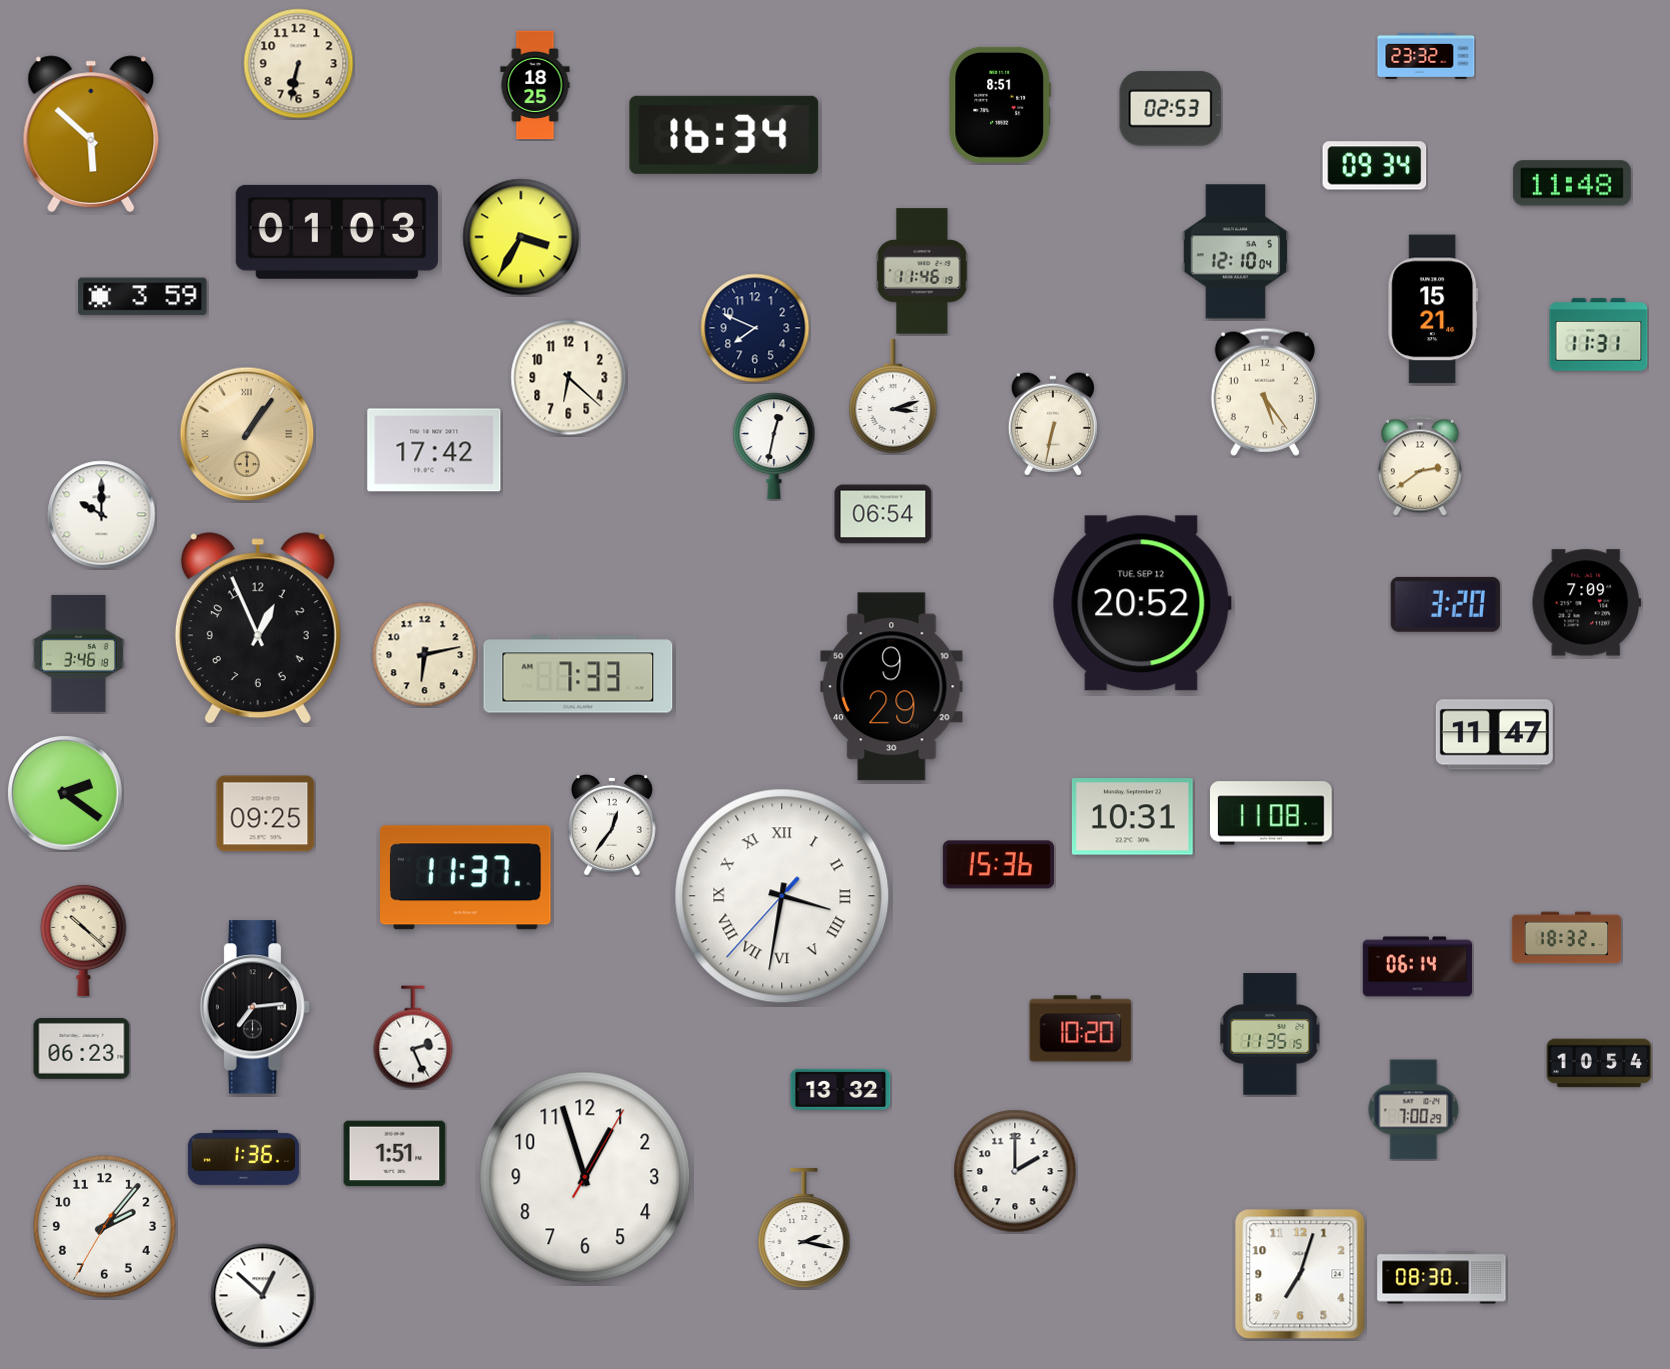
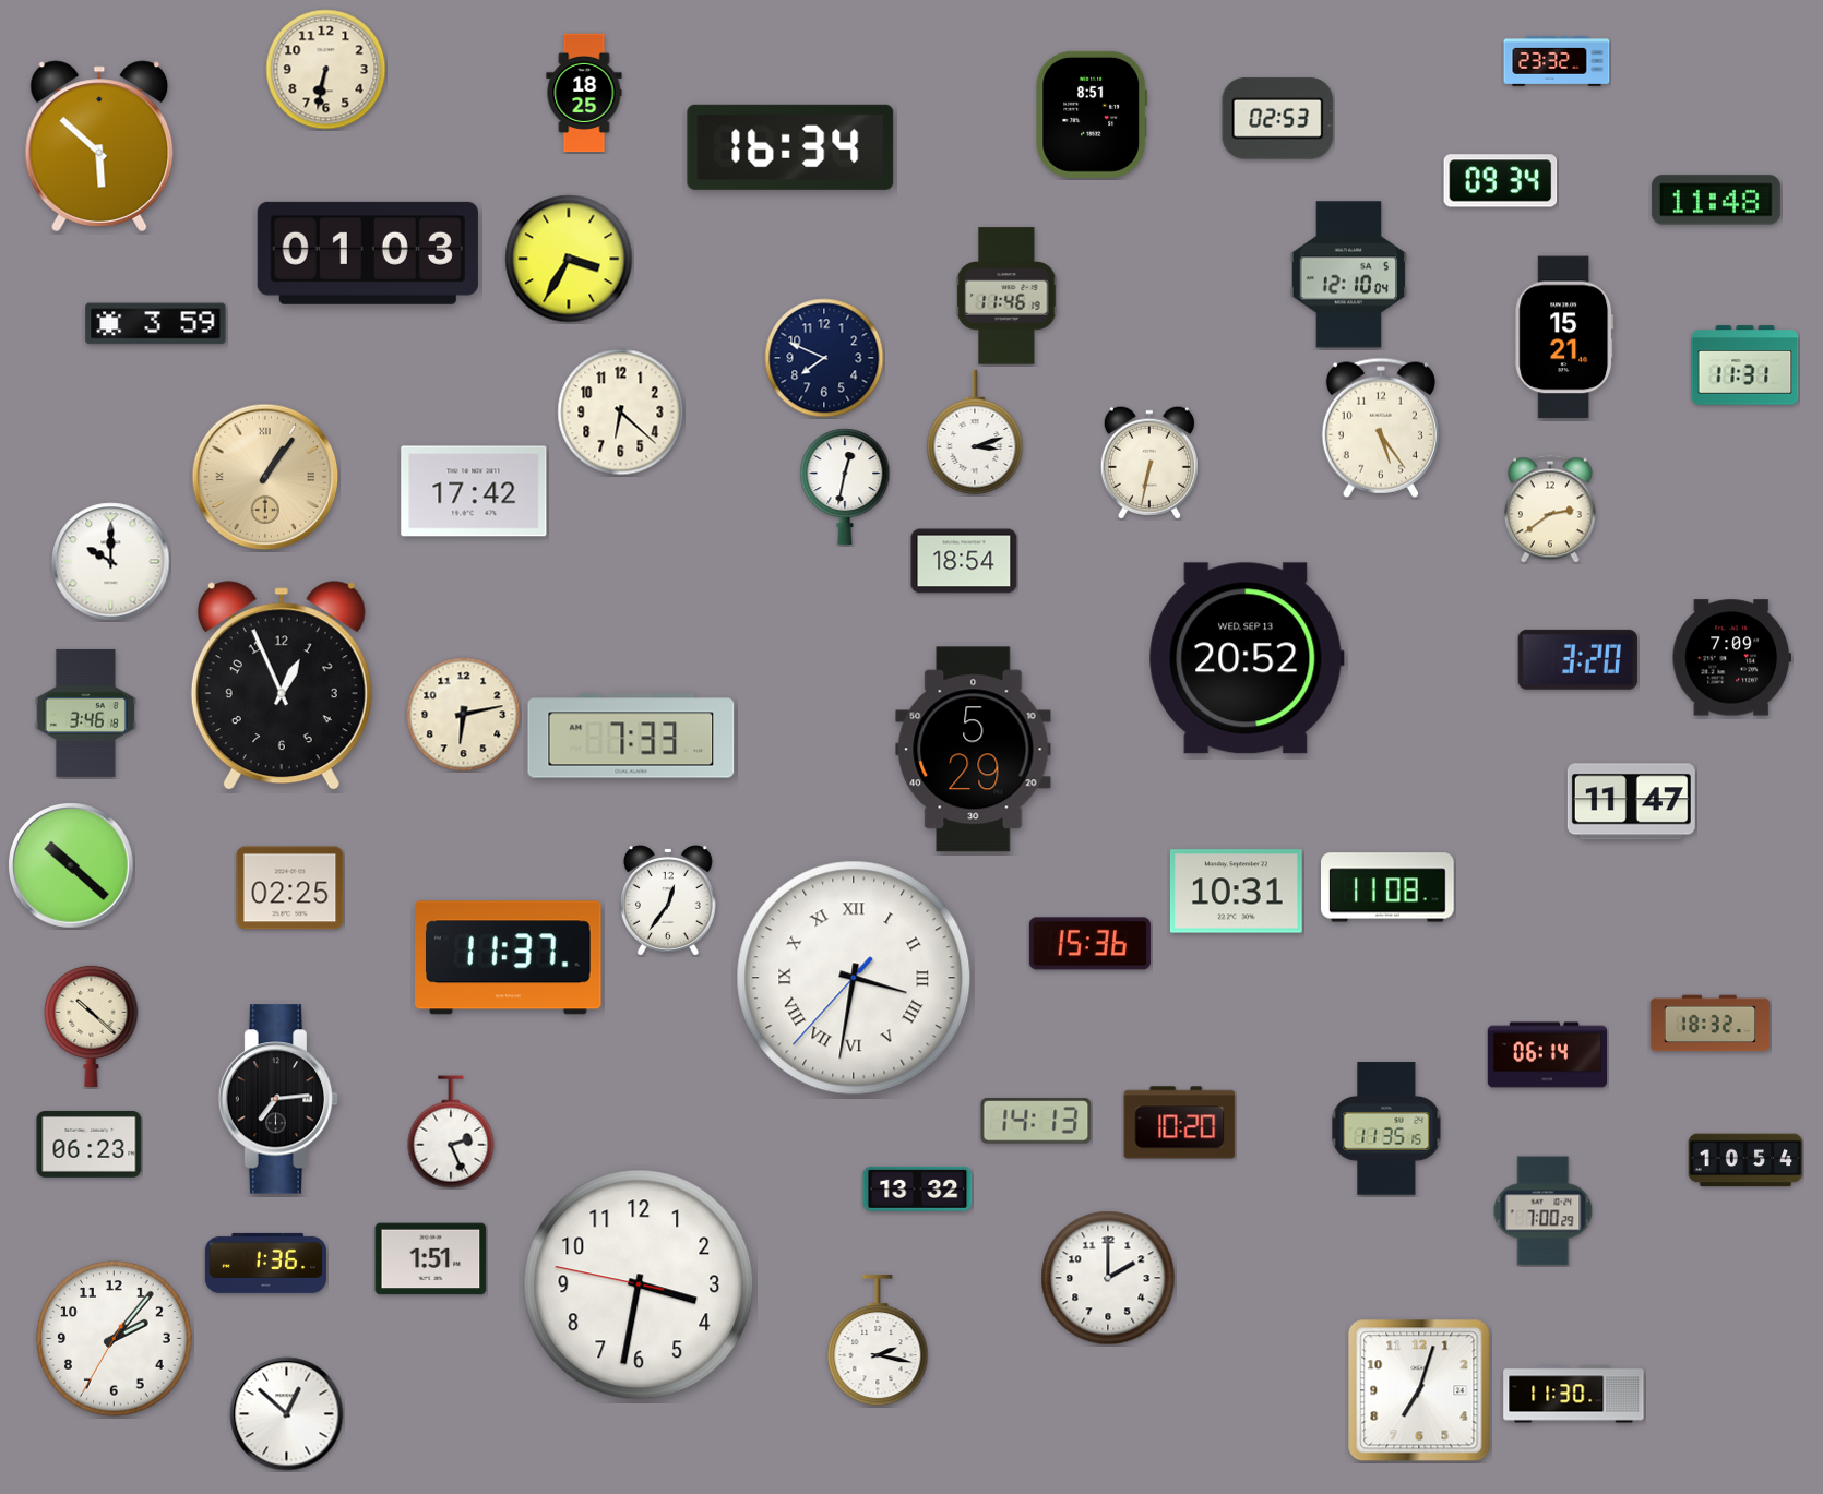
clock at (247, 434) position: (247, 434) -> (265, 477)
clock at (883, 514): 06:54 -> 18:54
clock at (1142, 603) date: TUE, SEP 12 -> WED, SEP 13
clock at (892, 687): 9:29 -> 5:29
clock at (65, 793): 2:21 -> 10:22
clock at (266, 814): 09:25 -> 02:25
clock at (1036, 1121): none -> 14:13
clock at (585, 1177): 12:57 -> 3:31
clock at (1442, 1278): 08:30 -> 11:30
